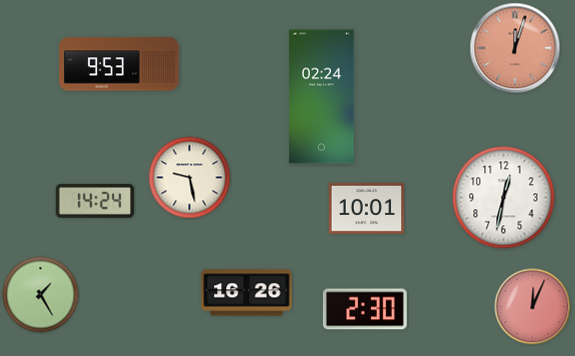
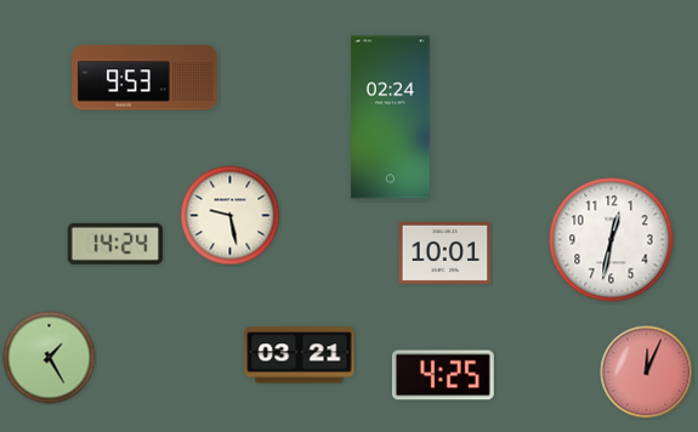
clock at (515, 48): 12:03 -> none
clock at (247, 293): 16:26 -> 03:21
clock at (365, 309): 2:30 -> 4:25
